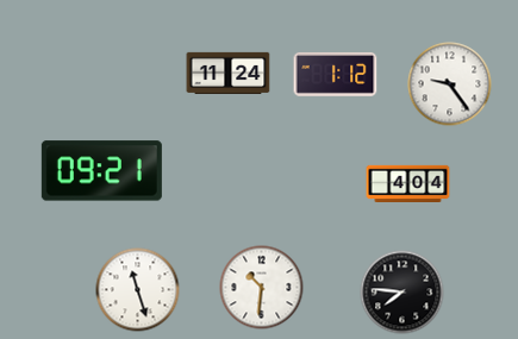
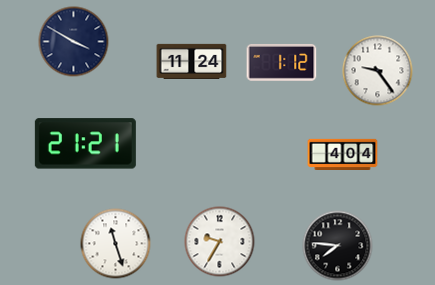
clock at (74, 42): none -> 3:50
clock at (101, 171): 09:21 -> 21:21
clock at (262, 288): 10:31 -> 9:35
